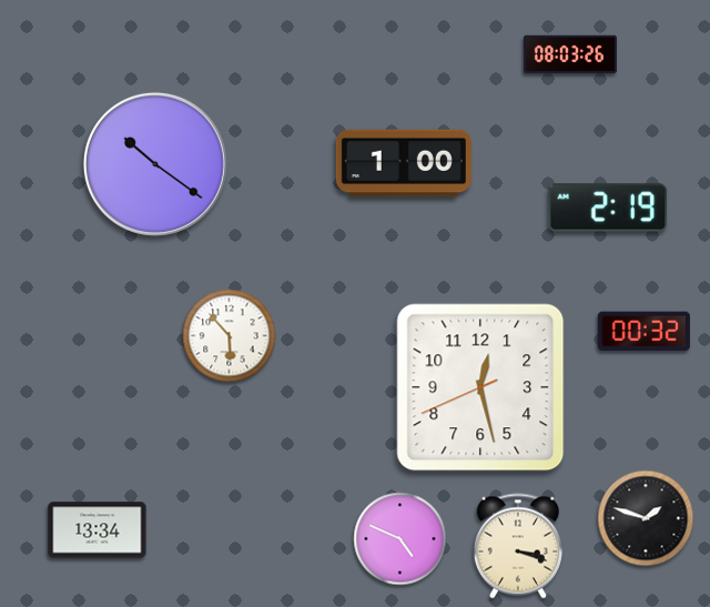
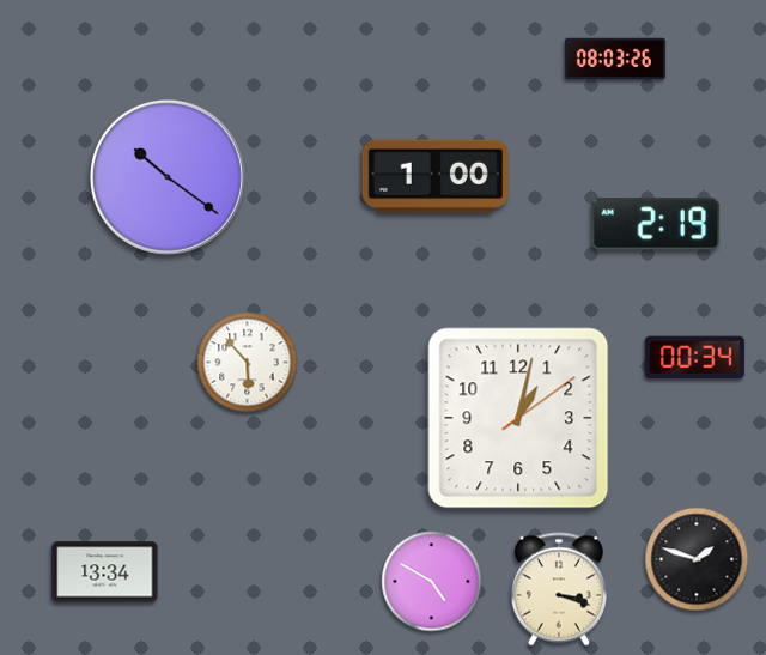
clock at (643, 332): 00:32 -> 00:34
clock at (480, 387): 12:27 -> 1:02
clock at (400, 539): 4:49 -> 4:50
